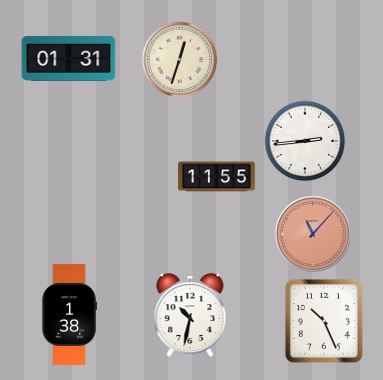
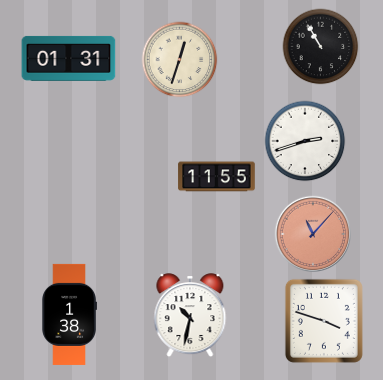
clock at (321, 47): none -> 10:55
clock at (305, 141): 2:44 -> 2:42
clock at (324, 321): 10:26 -> 3:48
